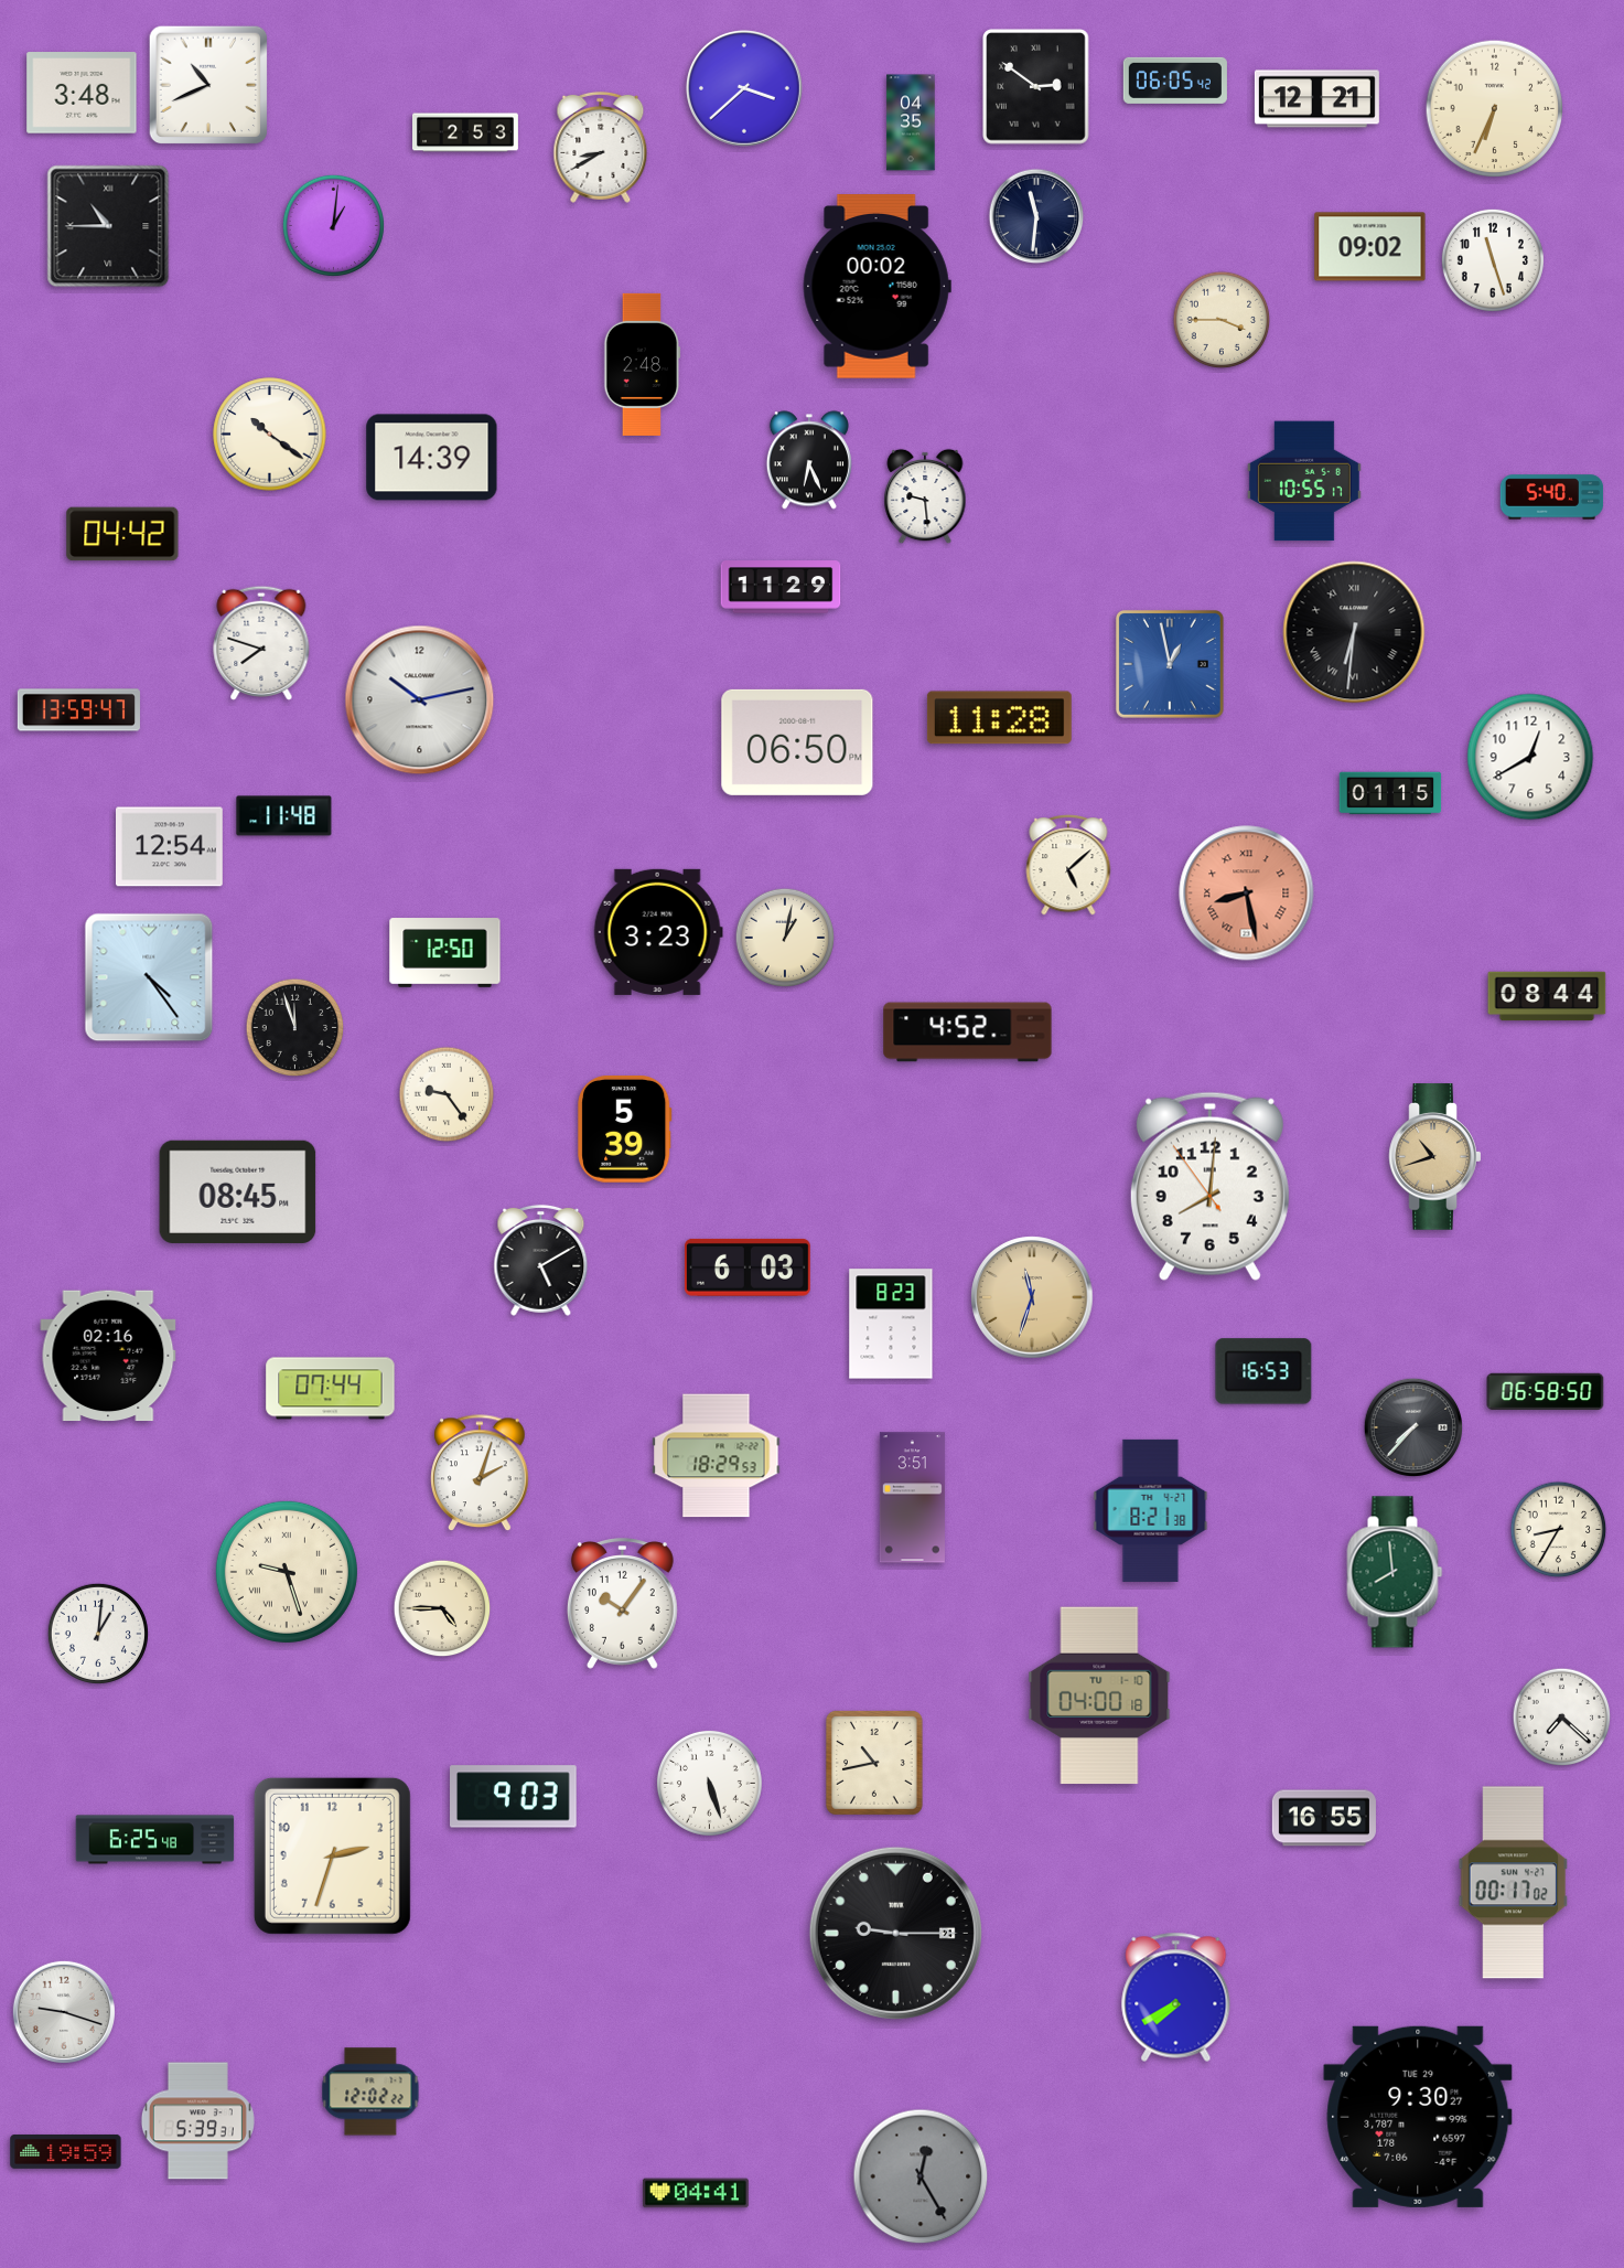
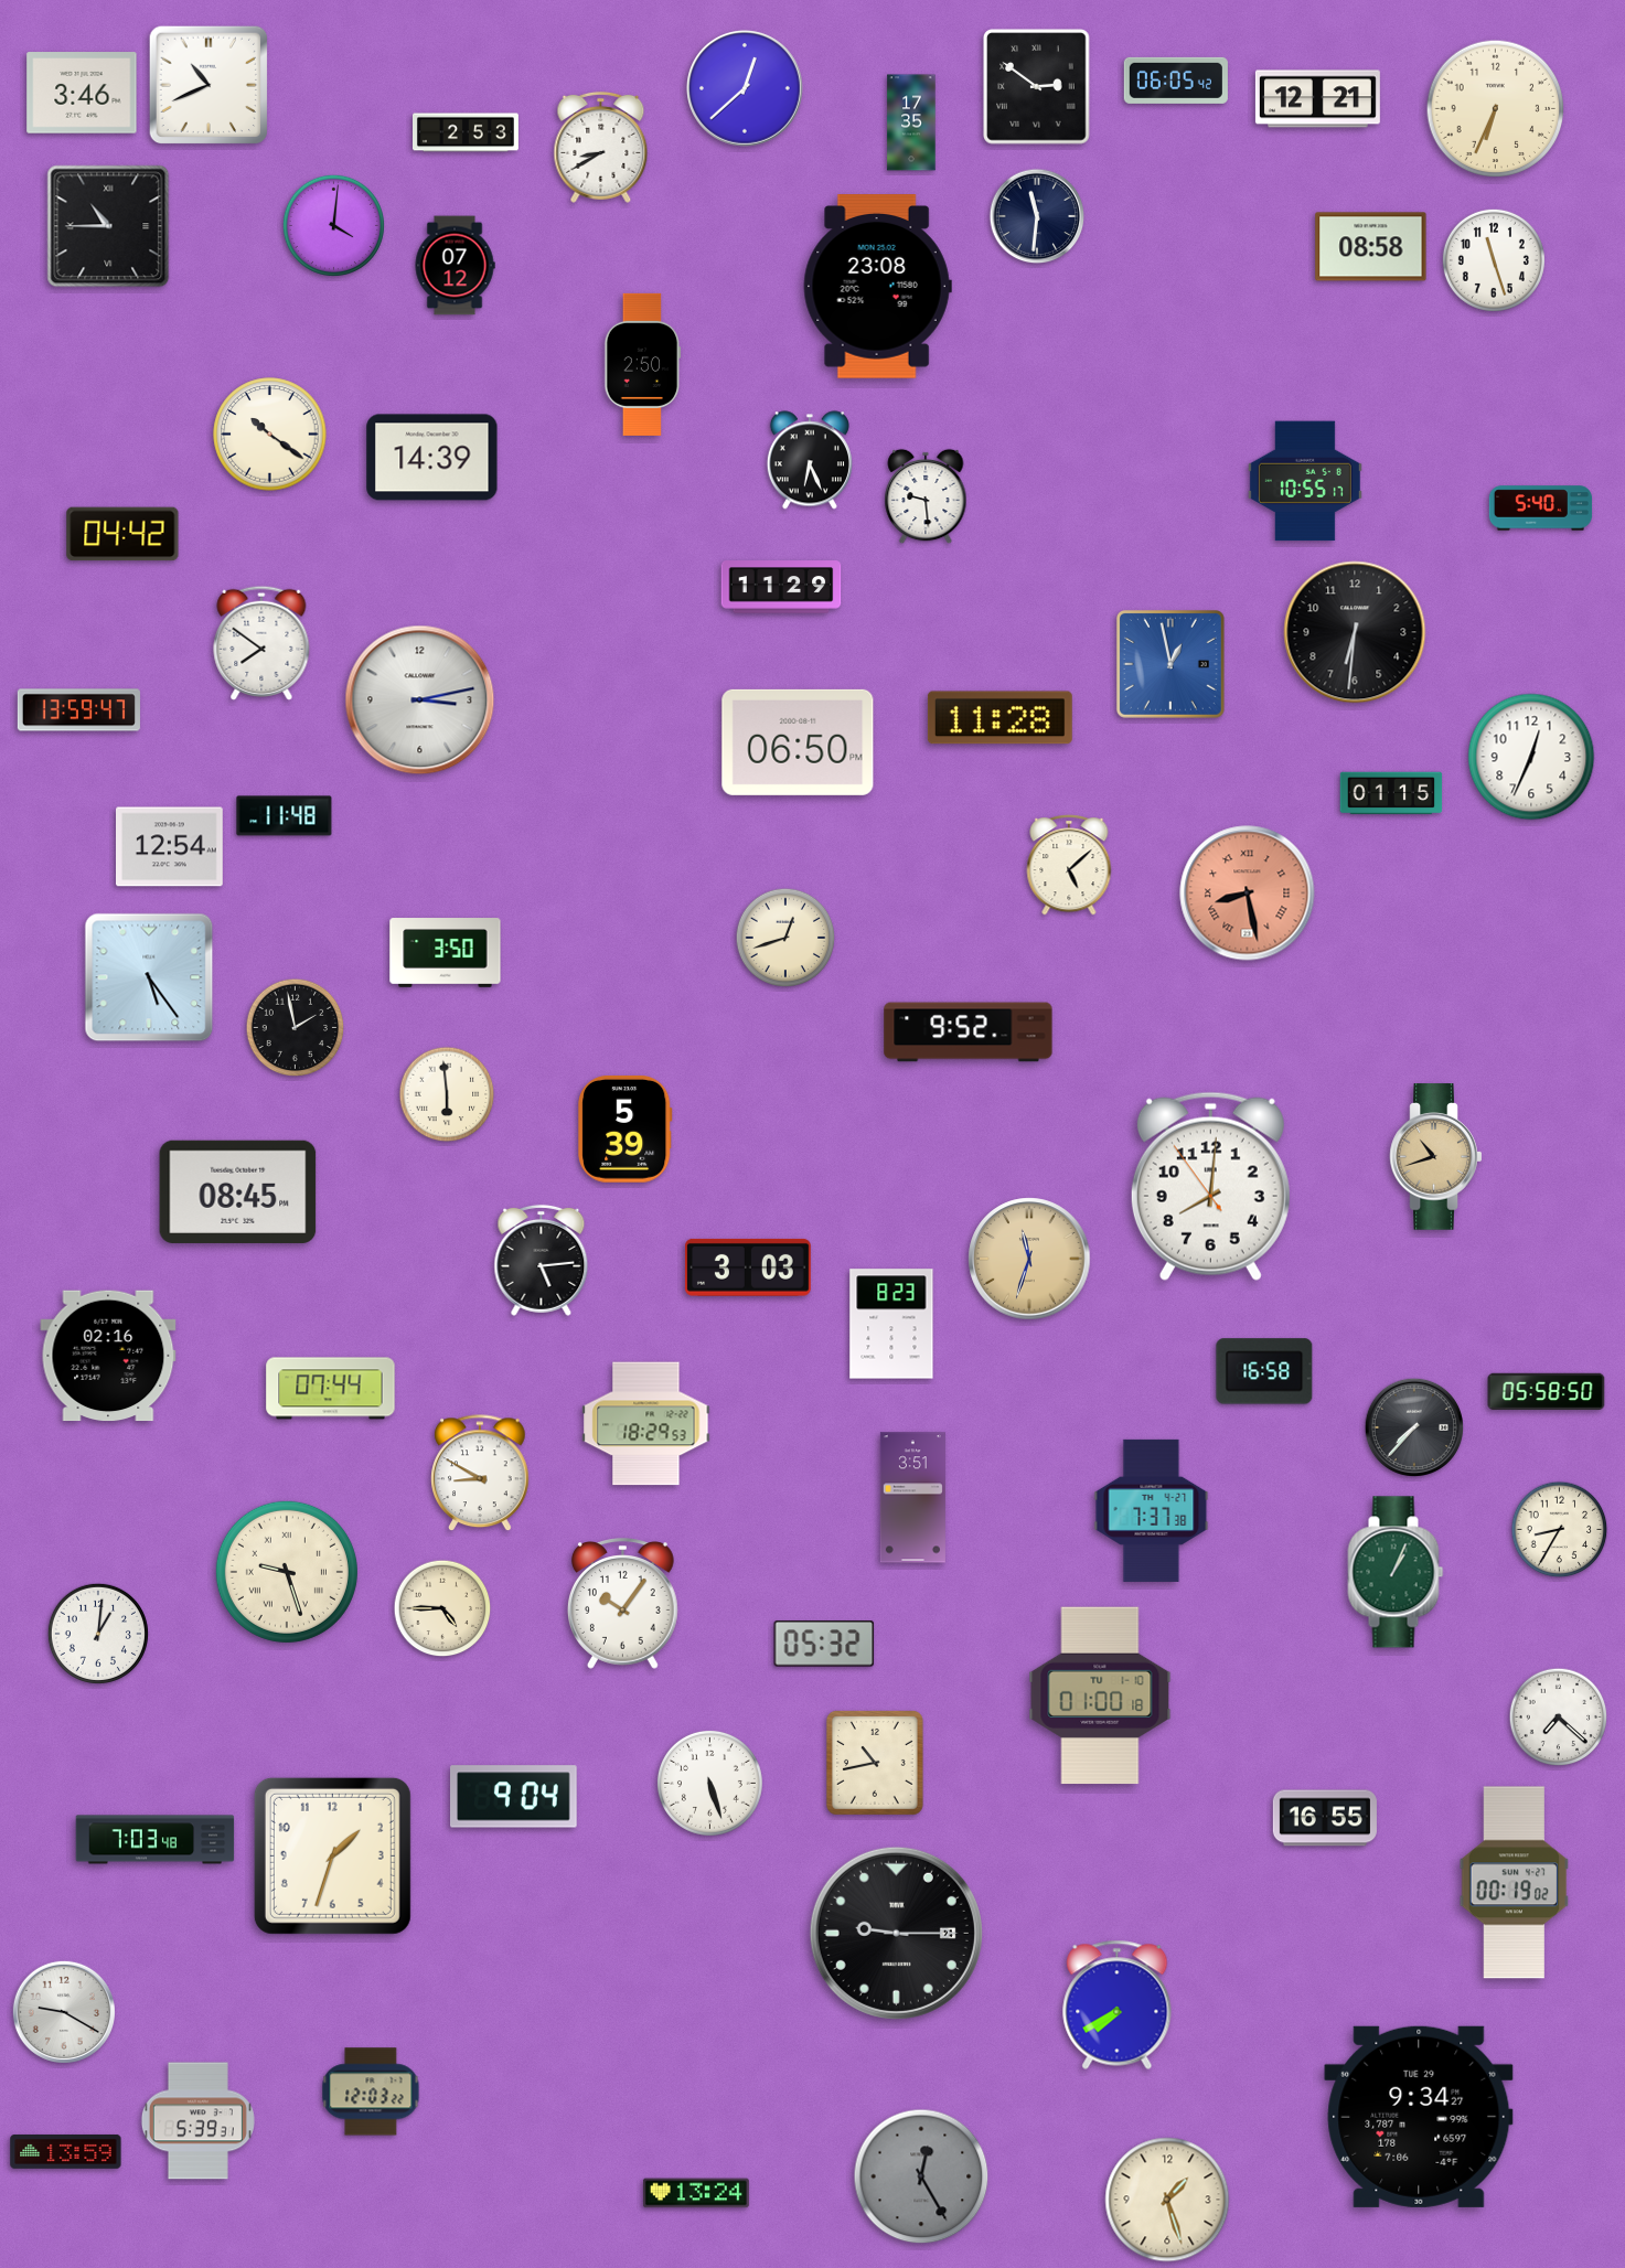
clock at (745, 89): 3:38 -> 12:38
clock at (82, 93): 3:48 -> 3:46
clock at (911, 122): 04:35 -> 17:35
clock at (333, 225): 1:01 -> 4:01
clock at (1370, 247): 09:02 -> 08:58
clock at (455, 266): none -> 07:12
clock at (876, 287): 00:02 -> 23:08
clock at (1222, 320): 3:45 -> none
clock at (643, 364): 2:48 -> 2:50
clock at (1552, 498) position: (1552, 498) -> (1541, 509)
clock at (1354, 632) numerals: Roman -> Arabic
clock at (261, 643): 7:48 -> 7:51
clock at (420, 700): 10:13 -> 3:13
clock at (1530, 757): 12:40 -> 12:34
clock at (658, 932): 3:23 -> none
clock at (785, 938): 1:02 -> 12:42
clock at (445, 953): 12:50 -> 3:50
clock at (149, 977): 4:24 -> 5:24
clock at (1547, 996): 08:44 -> none
clock at (295, 1028): 11:57 -> 1:58
clock at (968, 1033): 4:52 -> 9:52
clock at (447, 1094): 9:24 -> 5:59
clock at (541, 1260): 5:10 -> 5:14
clock at (748, 1267): 6:03 -> 3:03
clock at (1032, 1297) position: (1032, 1297) -> (1029, 1259)
clock at (1263, 1371): 16:53 -> 16:58
clock at (1546, 1391): 06:58 -> 05:58
clock at (717, 1456) position: (717, 1456) -> (646, 1424)
clock at (480, 1474): 2:03 -> 8:50
clock at (1151, 1510): 8:21 -> 7:37
clock at (1395, 1572): 7:59 -> 1:04
clock at (824, 1645): none -> 05:32
clock at (1099, 1695): 04:00 -> 01:00
clock at (1562, 1718) position: (1562, 1718) -> (1559, 1718)
clock at (514, 1797): 9:03 -> 9:04
clock at (155, 1840): 6:25 -> 7:03
clock at (332, 1855): 2:33 -> 1:33
clock at (1514, 1883): 00:17 -> 00:19
clock at (1176, 1997) position: (1176, 1997) -> (1118, 2004)
clock at (64, 2012): 9:18 -> 9:20
clock at (370, 2092): 12:02 -> 12:03
clock at (1418, 2117): 9:30 -> 9:34
clock at (66, 2152): 19:59 -> 13:59
clock at (696, 2193): 04:41 -> 13:24
clock at (1167, 2200): none -> 1:27
